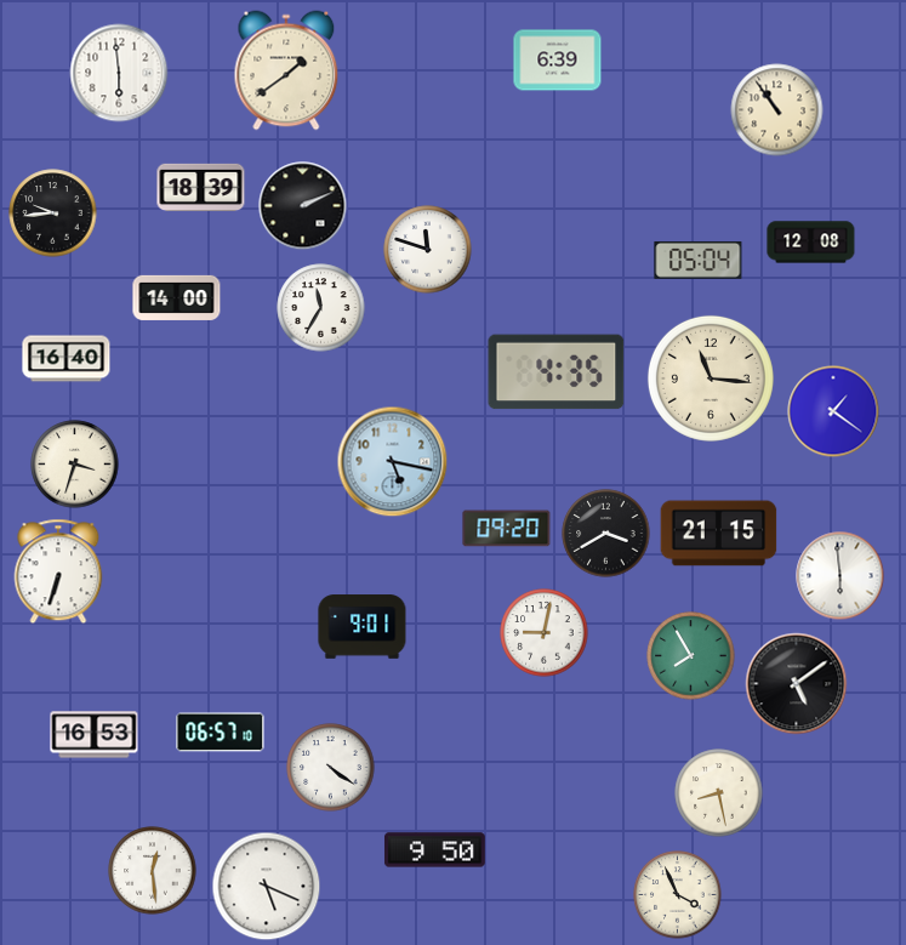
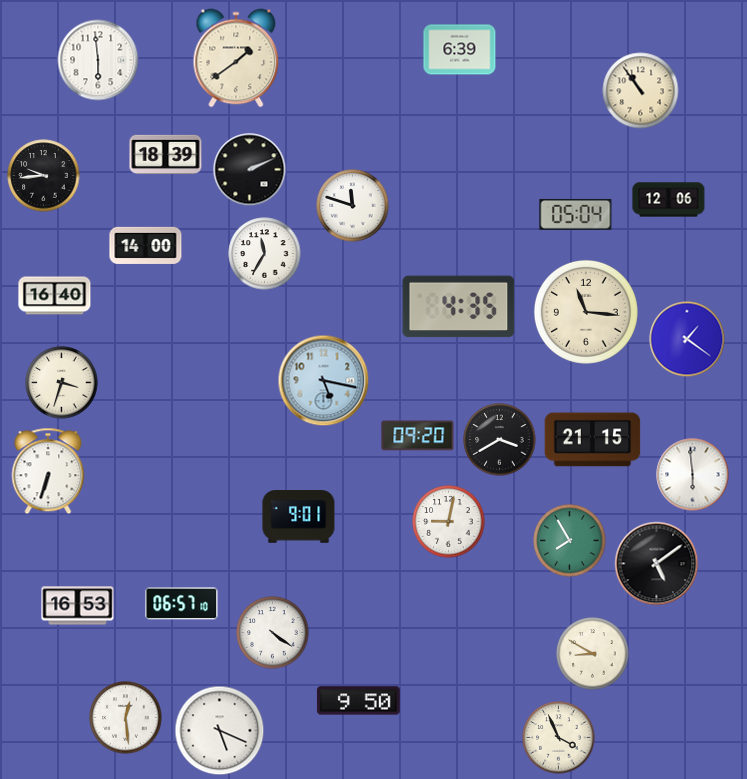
clock at (811, 243): 12:08 -> 12:06
clock at (719, 793): 8:28 -> 8:50
